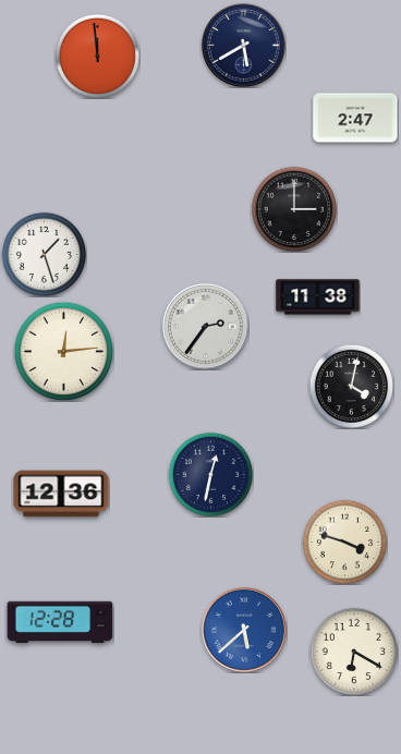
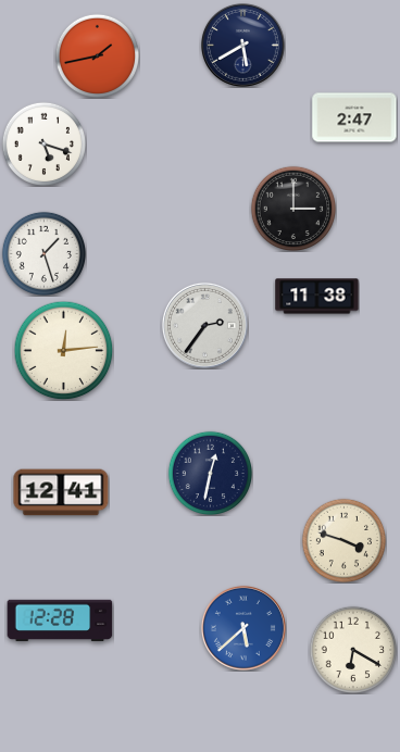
clock at (97, 56): 11:59 -> 1:43
clock at (43, 143): none -> 5:18
clock at (351, 386): 4:02 -> none
clock at (61, 494): 12:36 -> 12:41
